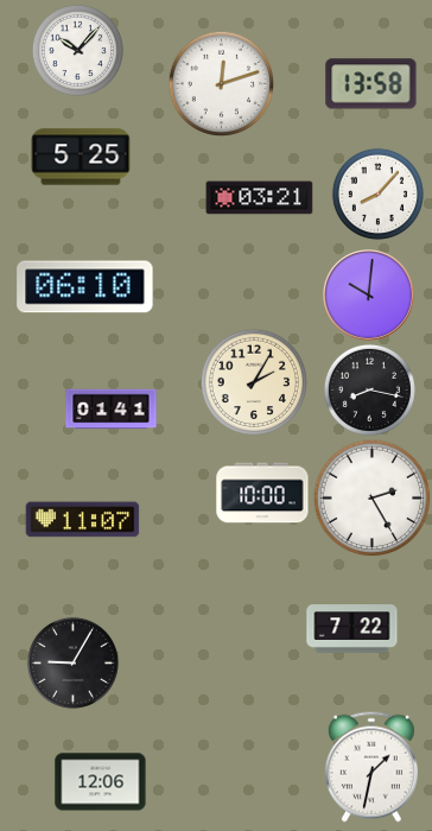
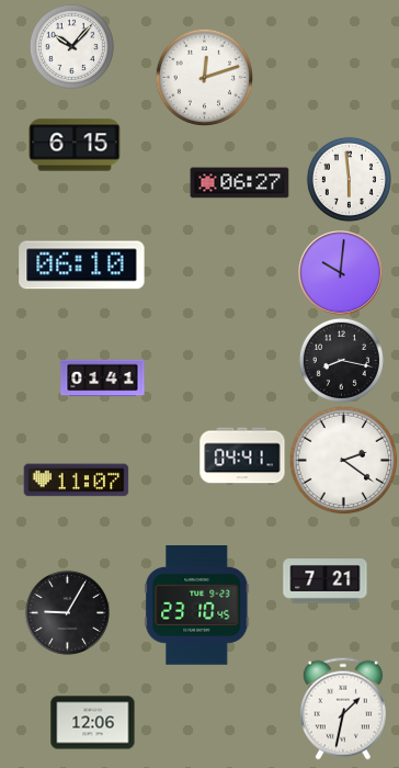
clock at (371, 84): 13:58 -> none
clock at (81, 157): 5:25 -> 6:15
clock at (377, 194): 8:07 -> 5:59
clock at (260, 198): 03:21 -> 06:27
clock at (85, 287) position: (85, 287) -> (82, 266)
clock at (254, 382): 2:05 -> none
clock at (262, 493): 10:00 -> 04:41
clock at (373, 499): 2:25 -> 2:21
clock at (352, 629): 7:22 -> 7:21
clock at (197, 606): none -> 23:10
